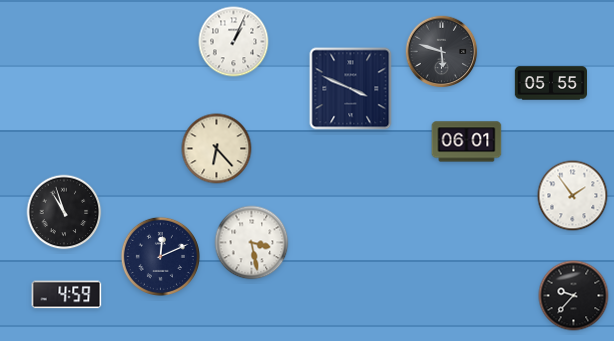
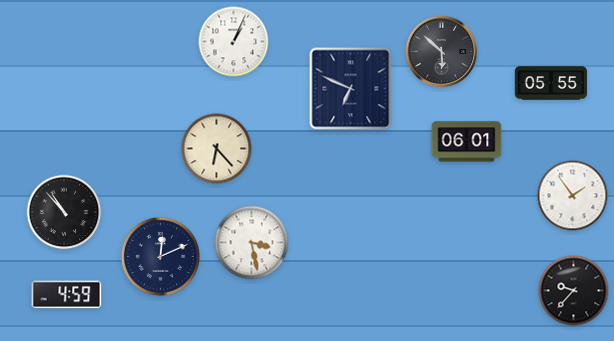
clock at (442, 52): 5:48 -> 5:52
clock at (351, 89): 3:49 -> 6:49
clock at (64, 212): 10:57 -> 10:53
clock at (574, 296) position: (574, 296) -> (574, 291)
